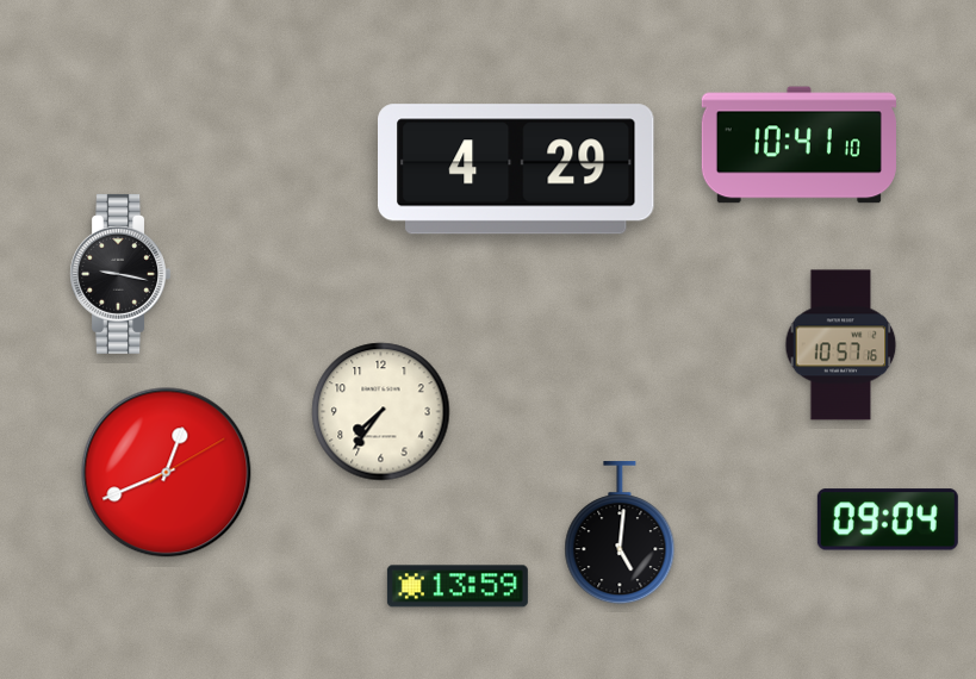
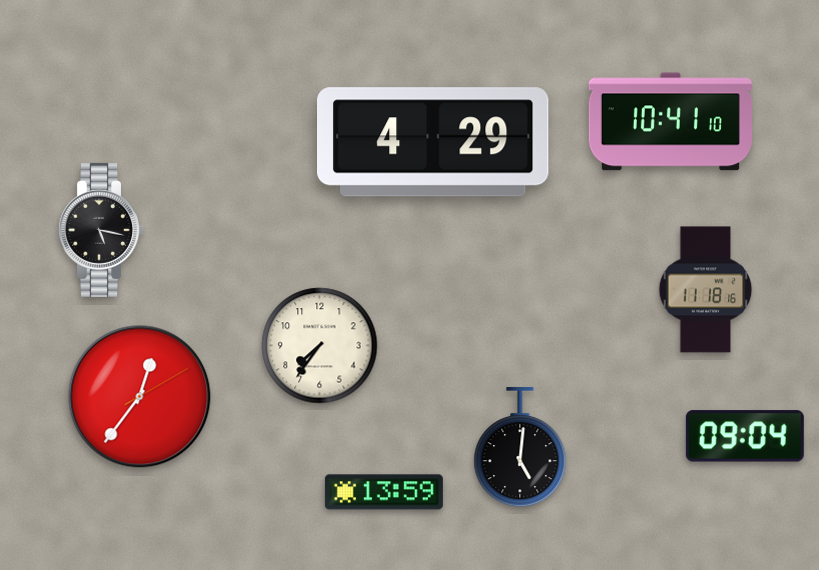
clock at (119, 274): 9:17 -> 5:17
clock at (841, 345): 10:57 -> 11:18
clock at (167, 473): 12:41 -> 12:36
